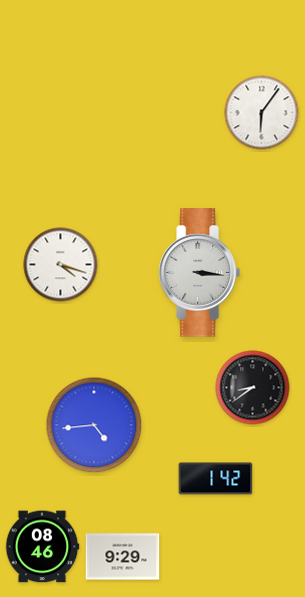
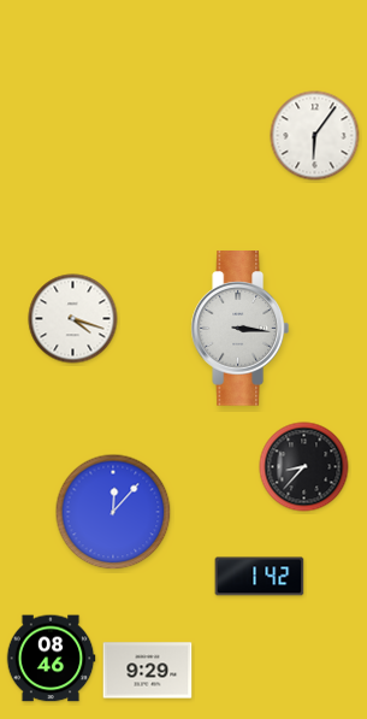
clock at (253, 388): 8:39 -> 8:37
clock at (94, 425): 4:44 -> 12:07
